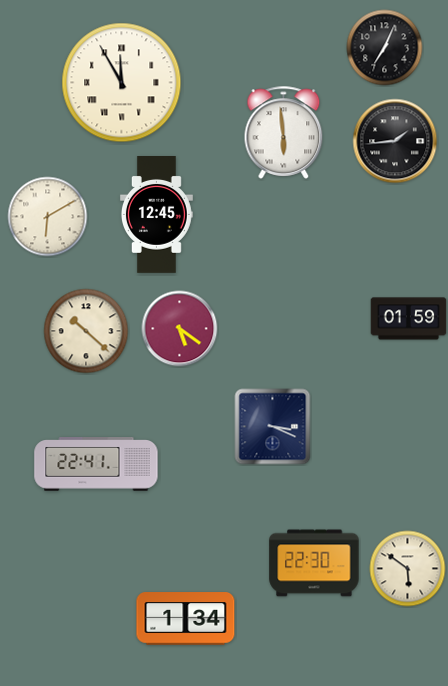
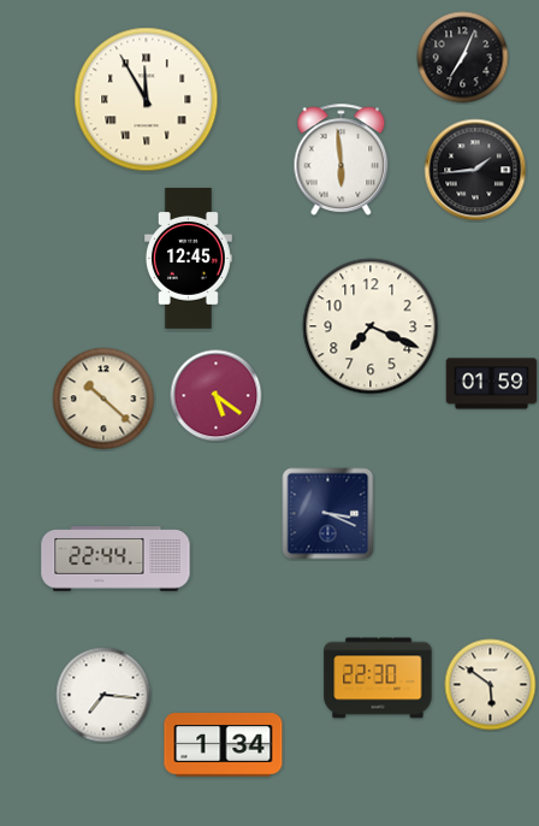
clock at (48, 217): 6:10 -> none
clock at (371, 326): none -> 7:19
clock at (96, 465): 22:41 -> 22:44
clock at (103, 695): none -> 7:16
